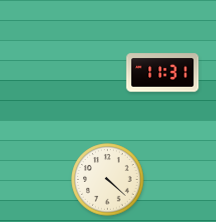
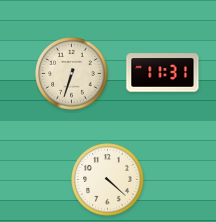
clock at (72, 74): none -> 6:33
